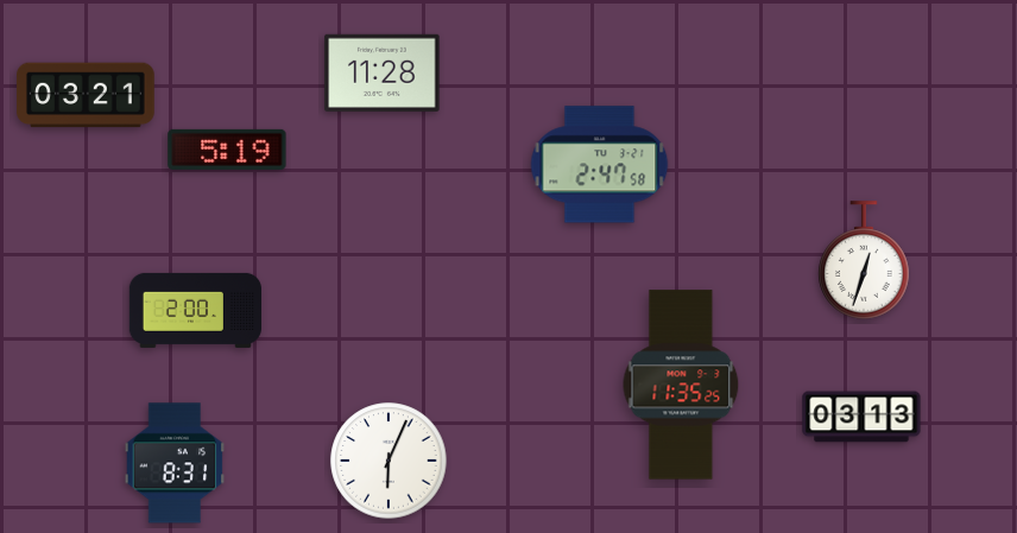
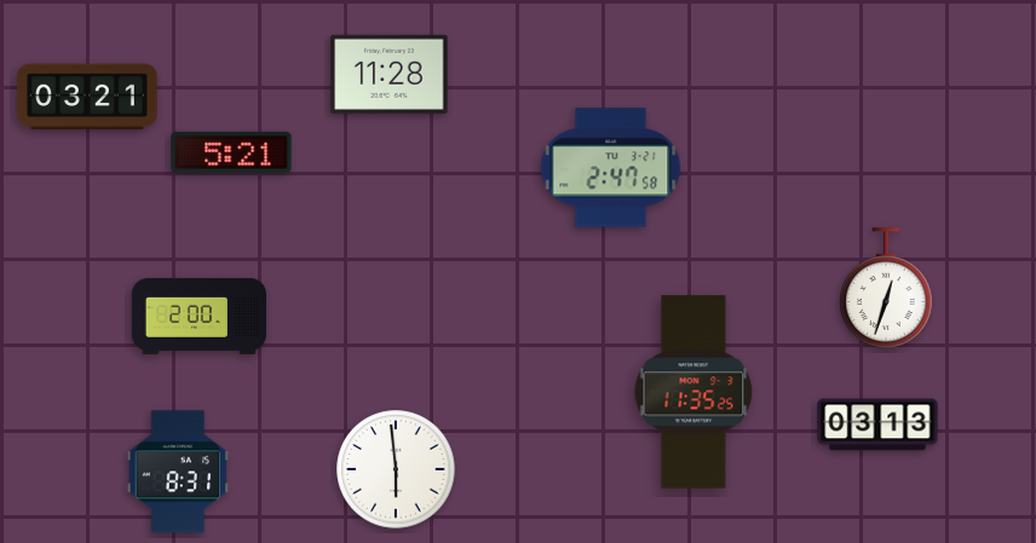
clock at (227, 150): 5:19 -> 5:21
clock at (864, 260) position: (864, 260) -> (886, 288)
clock at (389, 461): 6:04 -> 5:59
